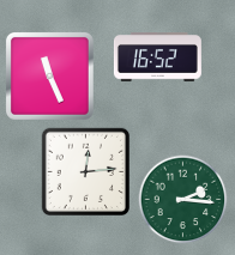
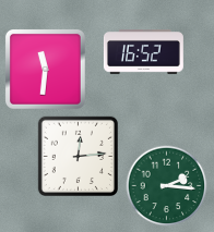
clock at (50, 77): 11:26 -> 11:31
clock at (183, 200) position: (183, 200) -> (167, 186)
